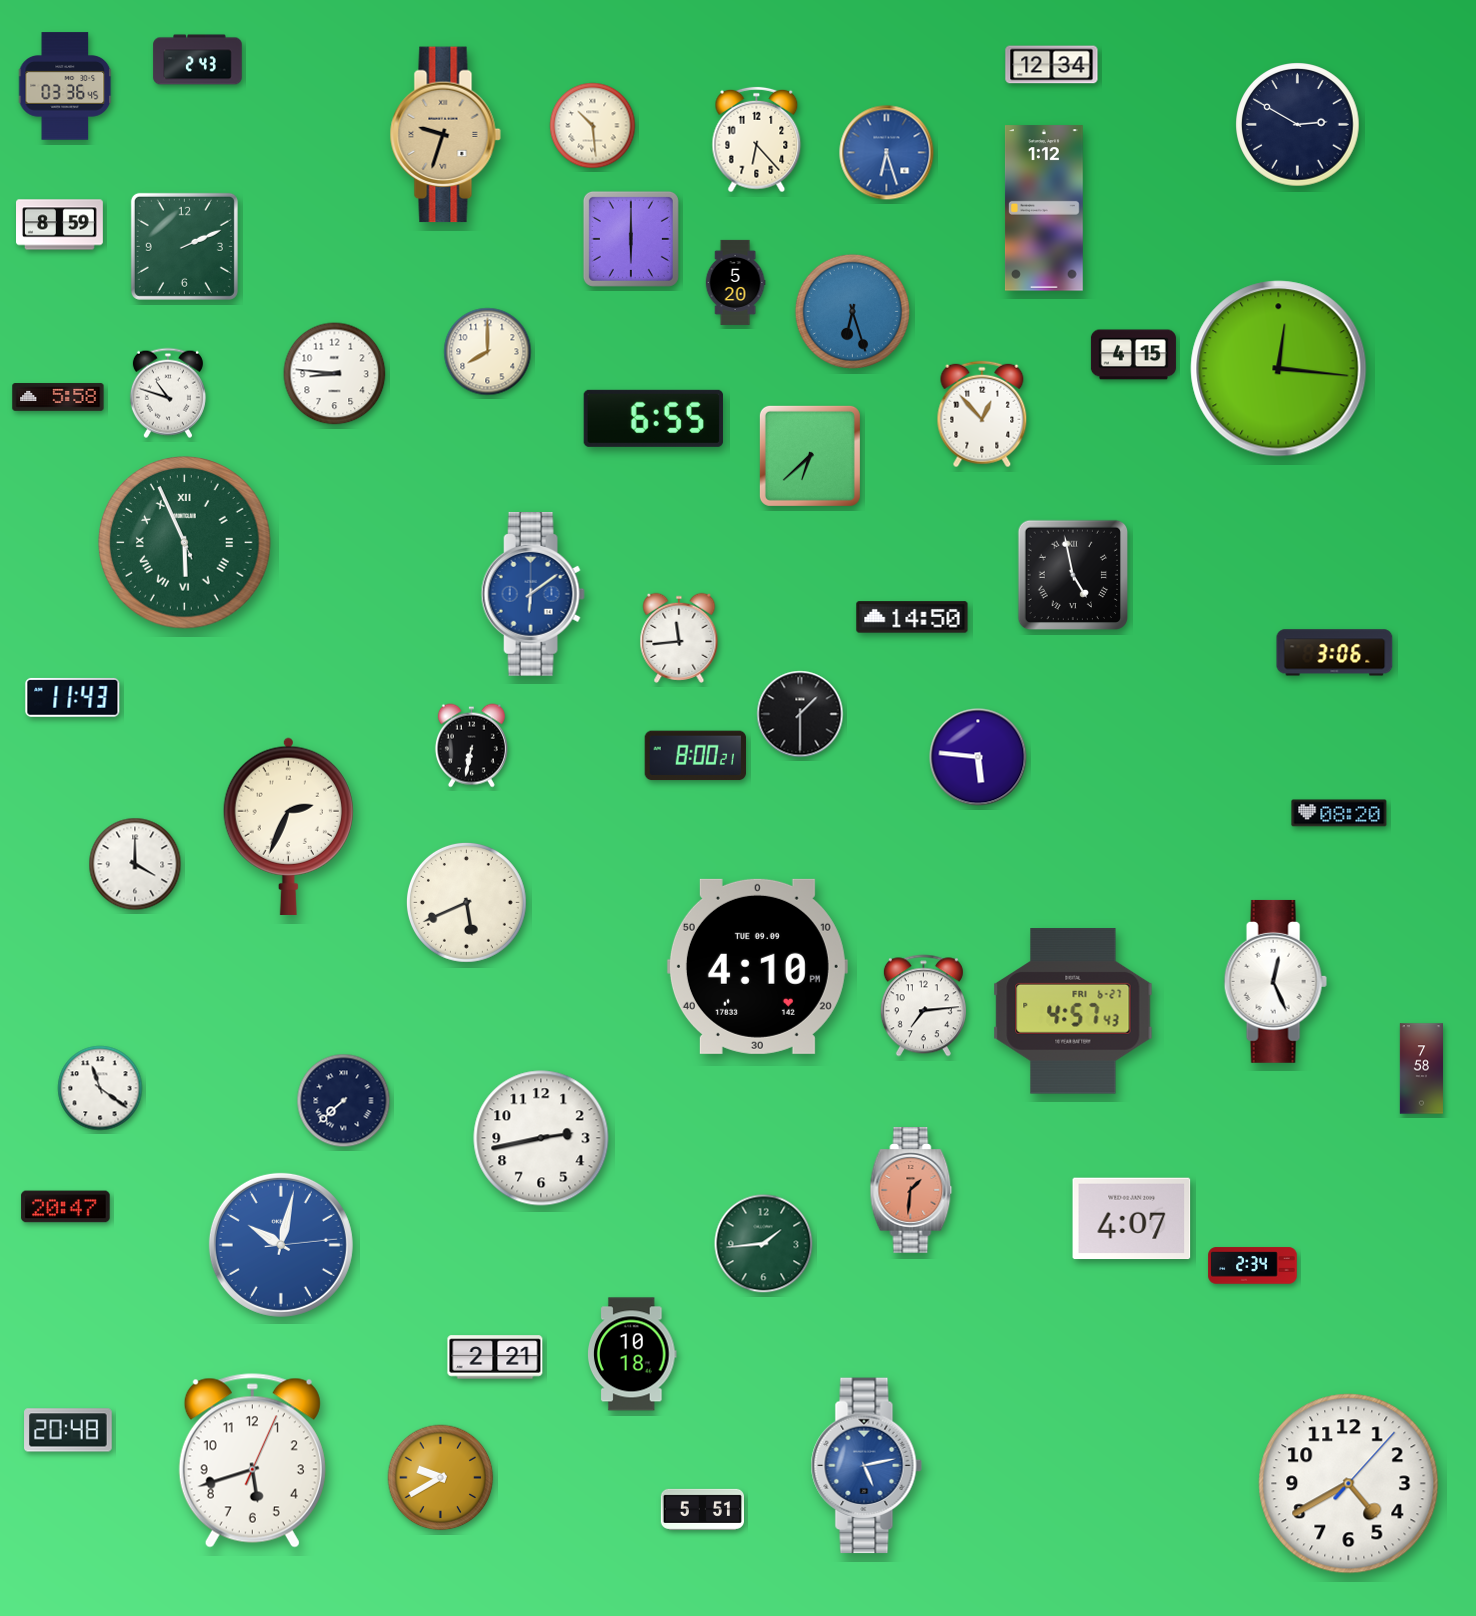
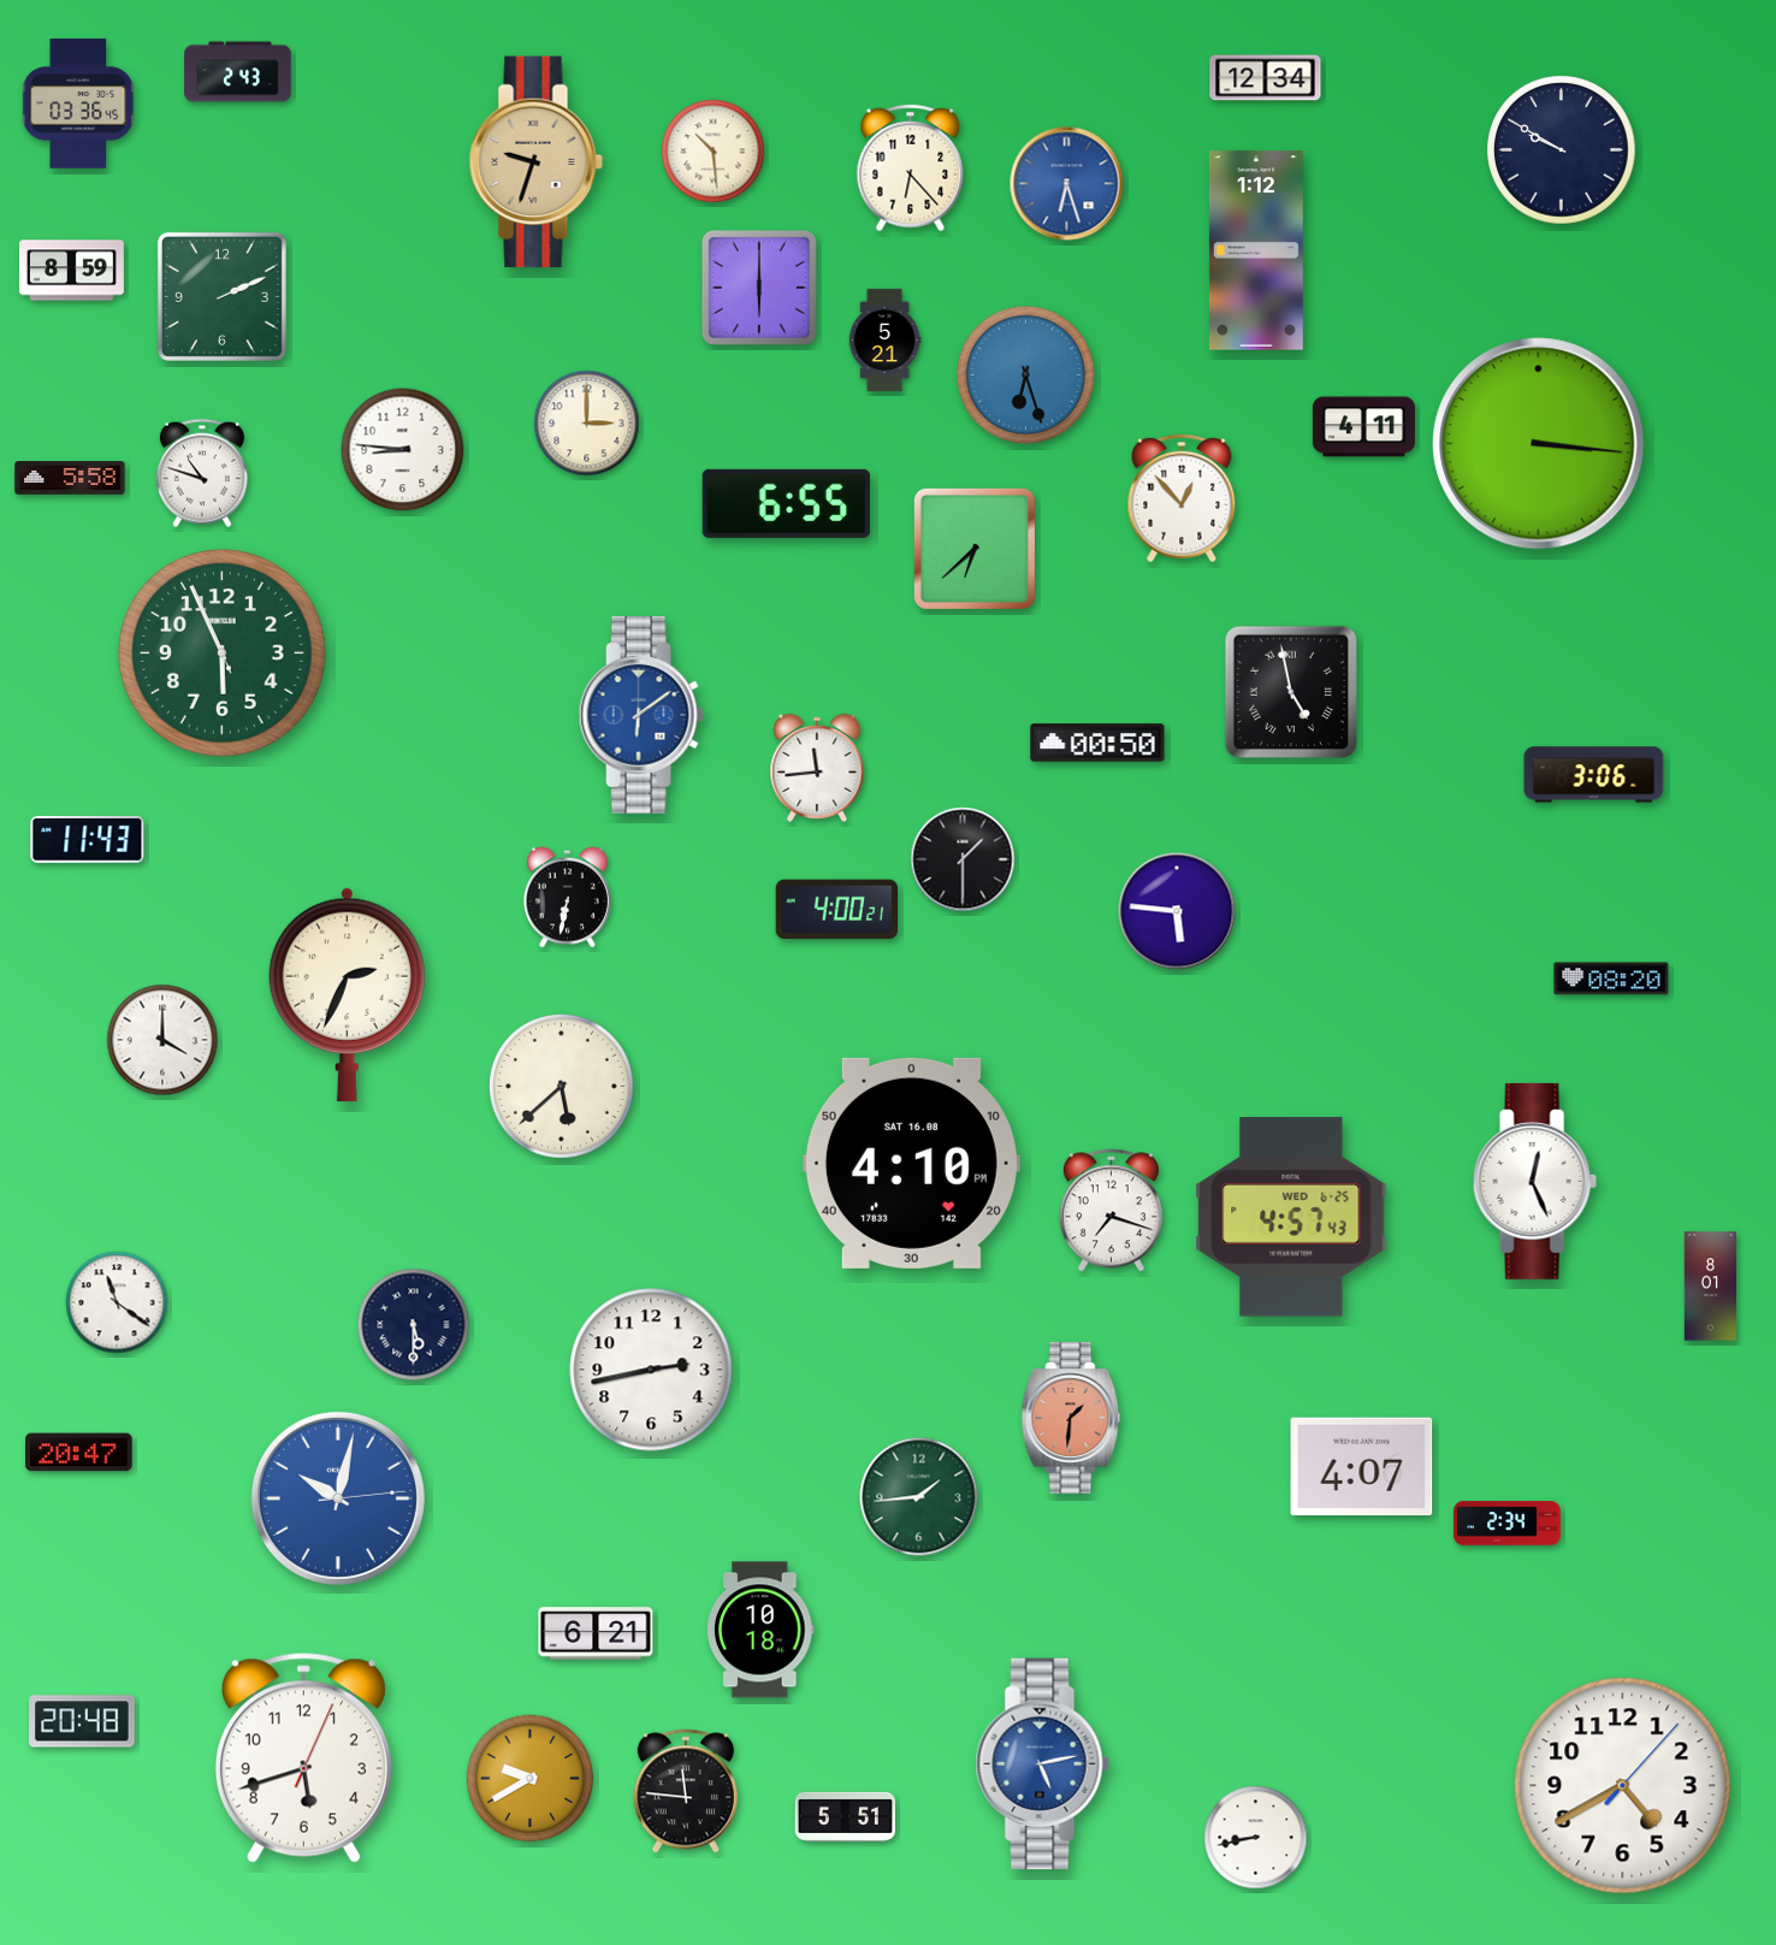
clock at (1298, 125): 2:50 -> 9:50
clock at (735, 282): 5:20 -> 5:21
clock at (488, 352): 8:00 -> 3:00
clock at (1133, 355): 4:15 -> 4:11
clock at (1279, 369): 12:16 -> 3:16
clock at (185, 543) numerals: Roman -> Arabic
clock at (912, 617): 14:50 -> 00:50
clock at (1335, 653) position: (1335, 653) -> (1594, 775)
clock at (695, 756): 8:00 -> 4:00
clock at (466, 902): 5:41 -> 5:38
clock at (757, 966) date: TUE 09.09 -> SAT 16.08
clock at (923, 1006): 7:14 -> 7:18
clock at (1073, 1011) date: FRI 6-27 -> WED 6-25
clock at (1421, 1069): 7:58 -> 8:01
clock at (100, 1088) position: (100, 1088) -> (117, 1302)
clock at (344, 1101): 7:38 -> 5:30
clock at (911, 1190) position: (911, 1190) -> (1071, 1418)
clock at (495, 1357): 2:21 -> 6:21
clock at (686, 1791): none -> 11:46
clock at (1256, 1838): none -> 8:43
